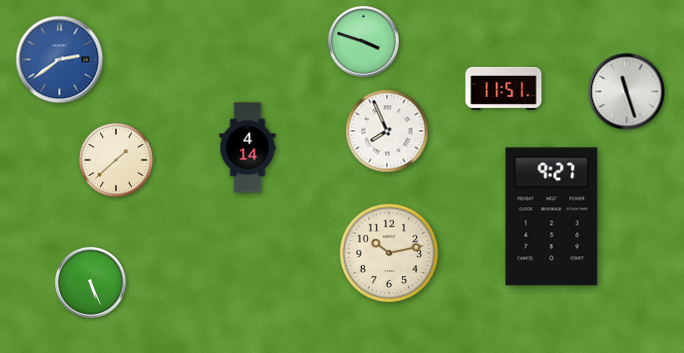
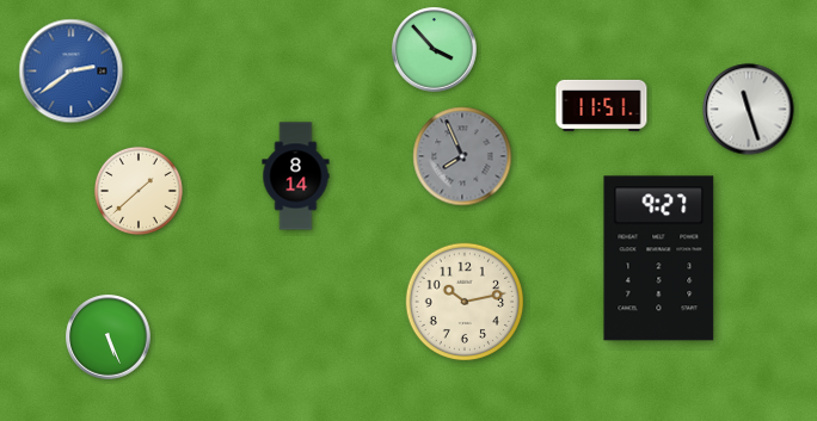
clock at (364, 42): 3:48 -> 3:53
clock at (387, 131) dial: white -> grey
clock at (248, 148): 4:14 -> 8:14
